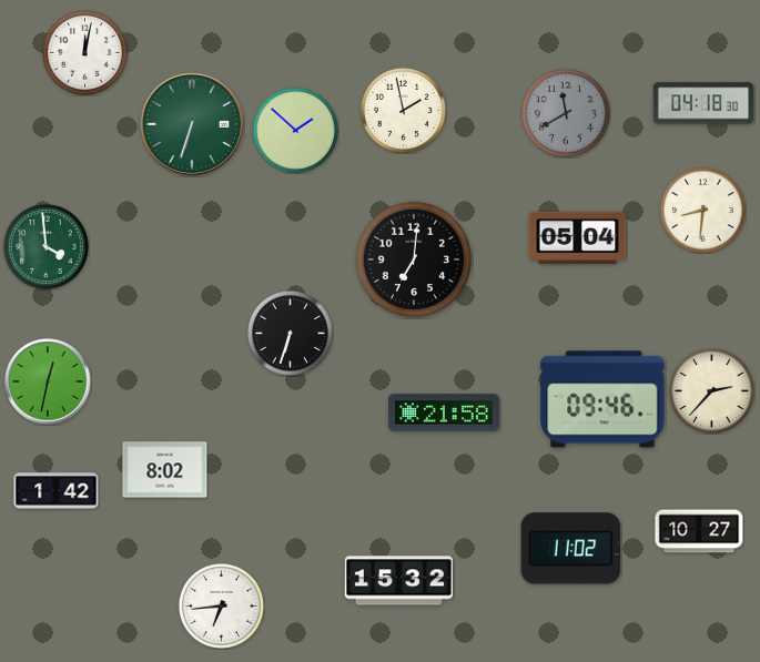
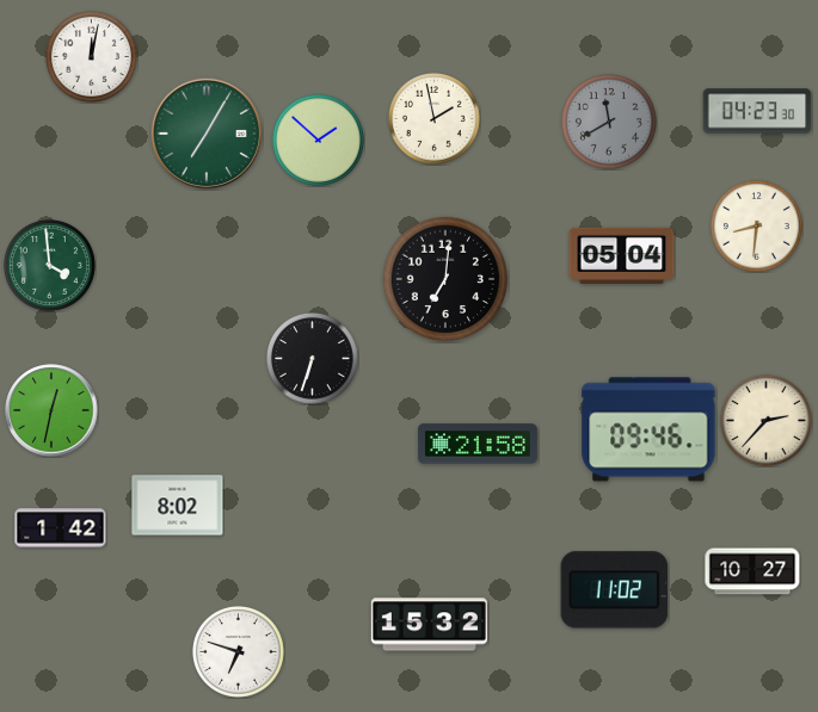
clock at (703, 103): 04:18 -> 04:23
clock at (192, 124): 6:33 -> 7:05
clock at (221, 605): 6:44 -> 6:48
